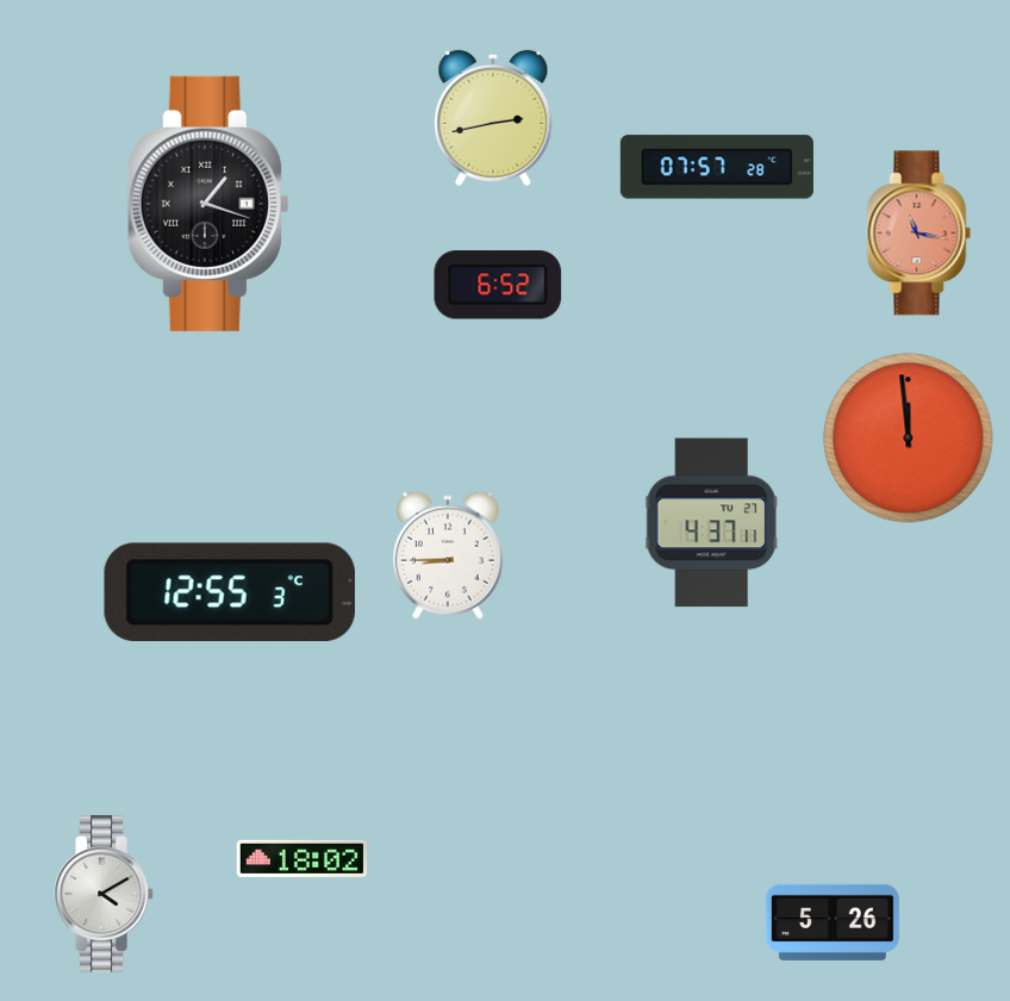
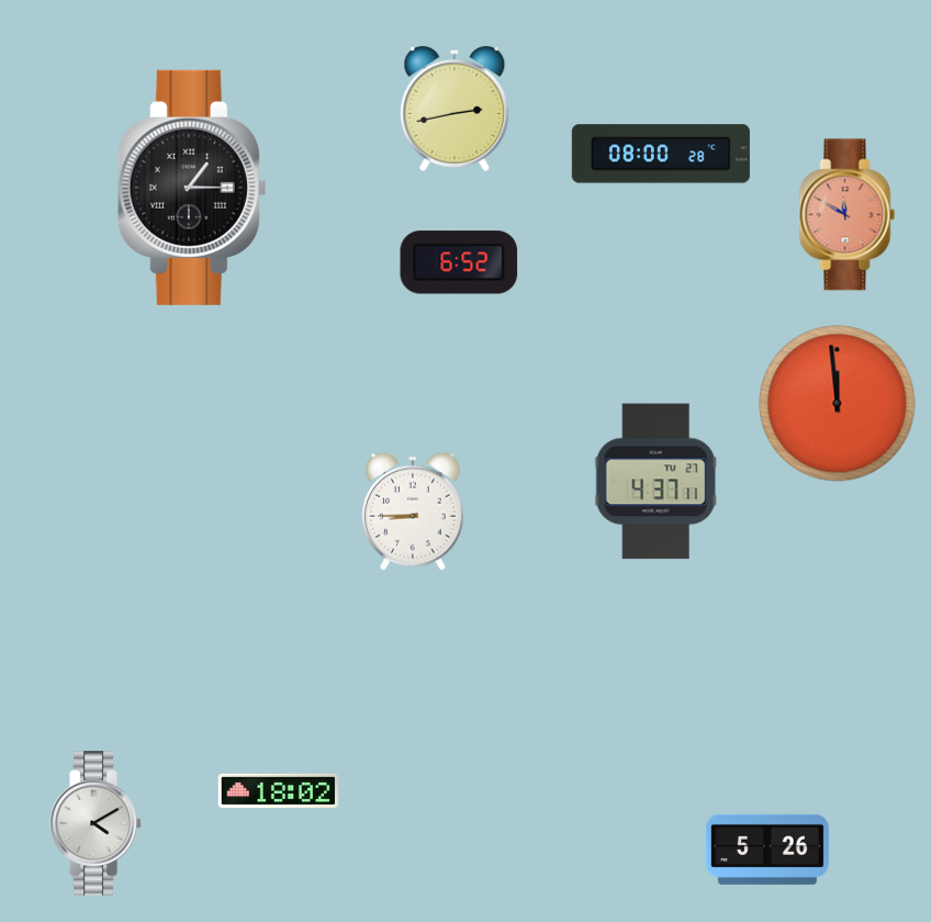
clock at (717, 167): 07:57 -> 08:00
clock at (208, 204): 1:18 -> 1:15
clock at (919, 234): 11:17 -> 11:50
clock at (230, 591): 12:55 -> none
